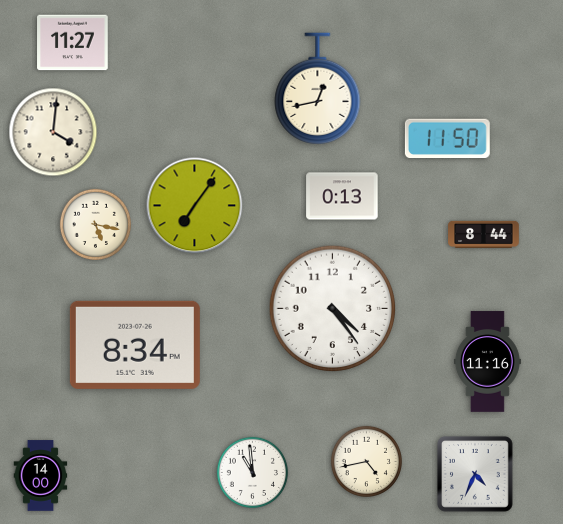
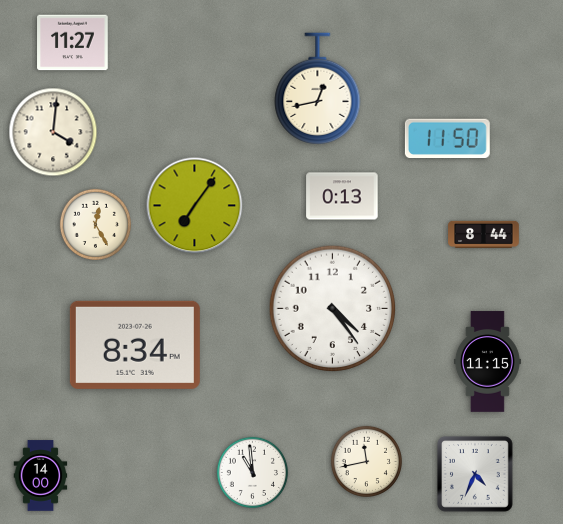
clock at (95, 224): 5:17 -> 12:25
clock at (487, 362): 11:16 -> 11:15
clock at (366, 461): 4:43 -> 11:43
